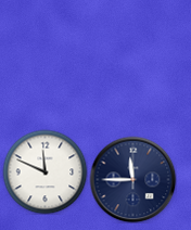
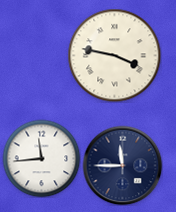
clock at (114, 55): none -> 3:47
clock at (44, 171): 11:49 -> 11:44
